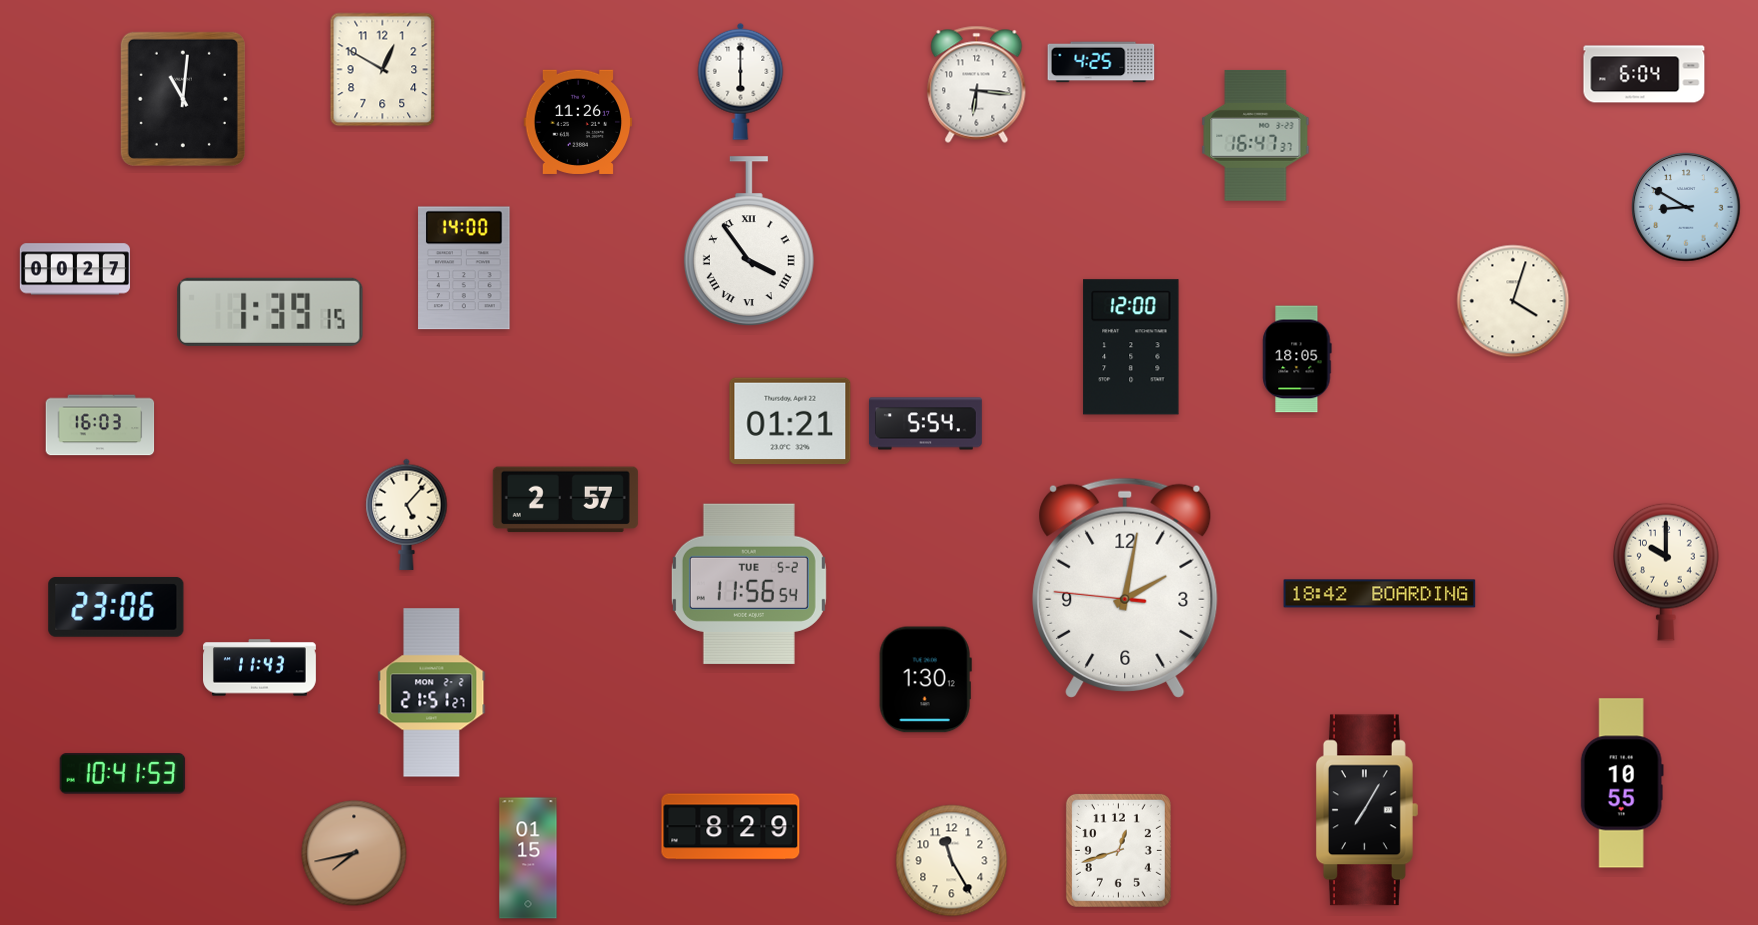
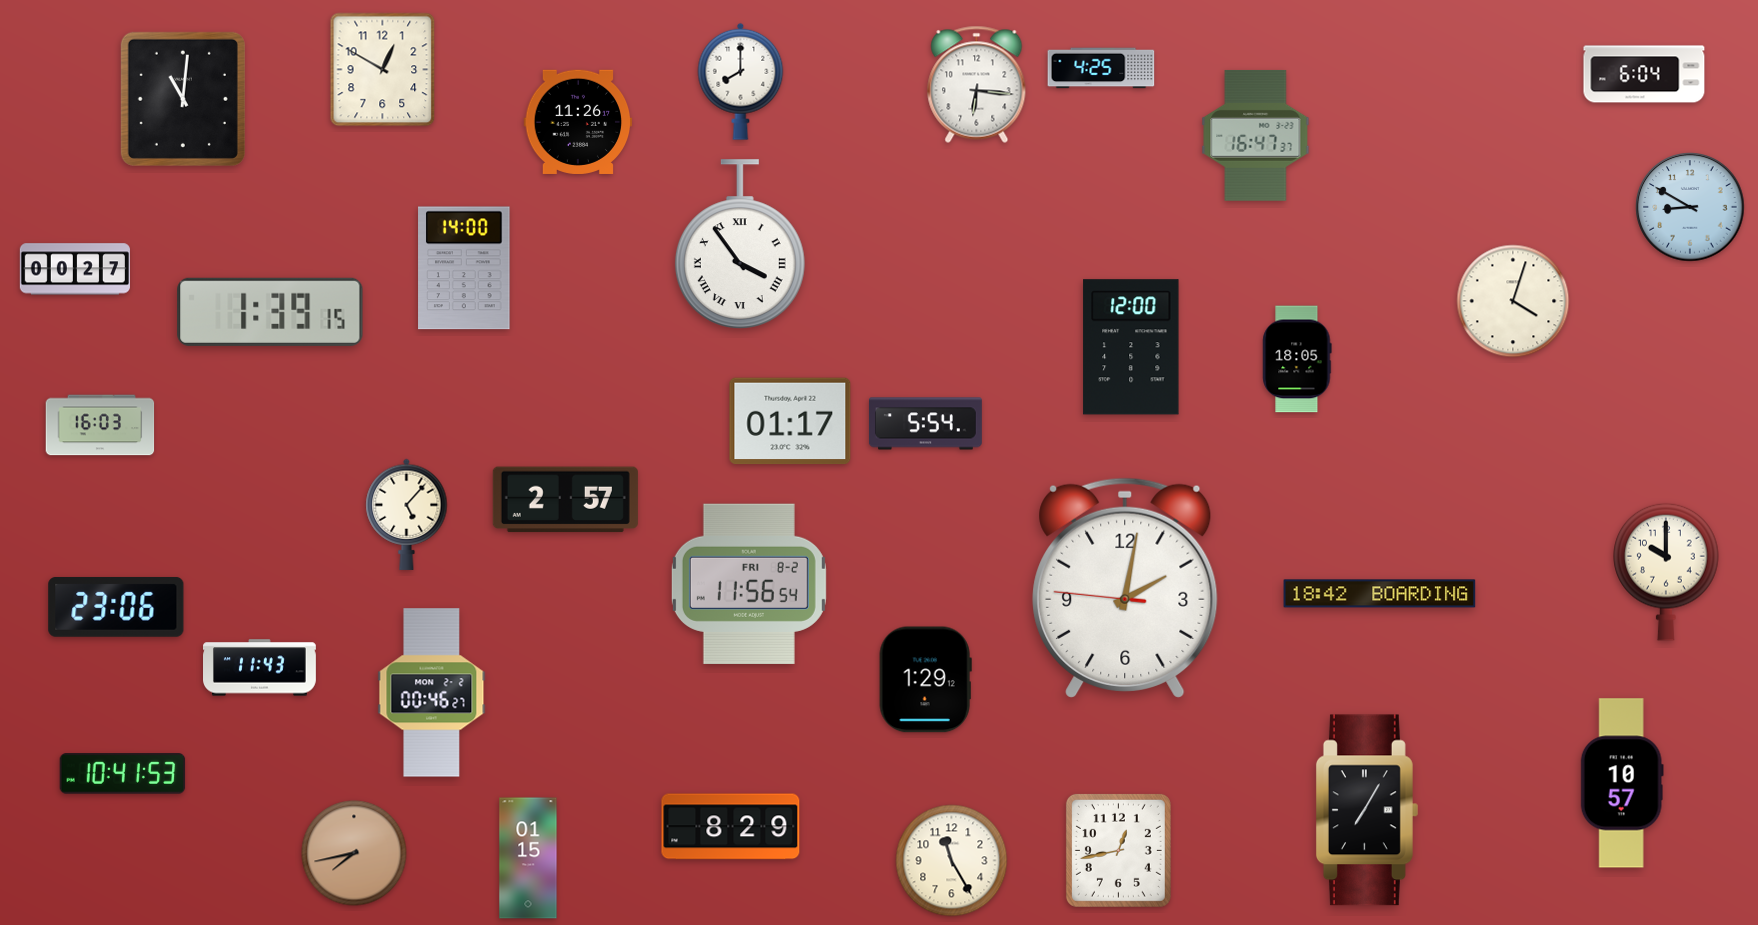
clock at (1101, 62) position: (1101, 62) -> (1101, 68)
clock at (741, 81): 6:00 -> 8:00
clock at (1686, 207) position: (1686, 207) -> (1690, 207)
clock at (749, 241) position: (749, 241) -> (740, 244)
clock at (790, 421): 01:21 -> 01:17
clock at (749, 584) date: TUE 5-2 -> FRI 8-2
clock at (925, 680): 1:30 -> 1:29
clock at (432, 693): 21:51 -> 00:46
clock at (1622, 783): 10:55 -> 10:57
clock at (1118, 850): 12:42 -> 12:43
